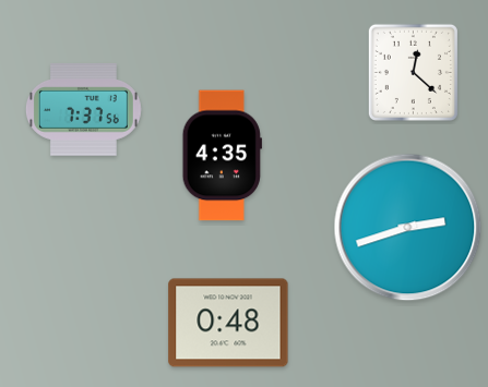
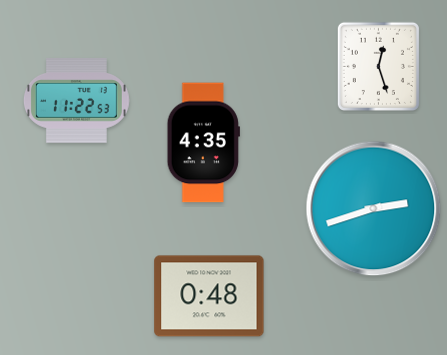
clock at (413, 72): 12:22 -> 12:27
clock at (83, 110): 7:37 -> 11:22
